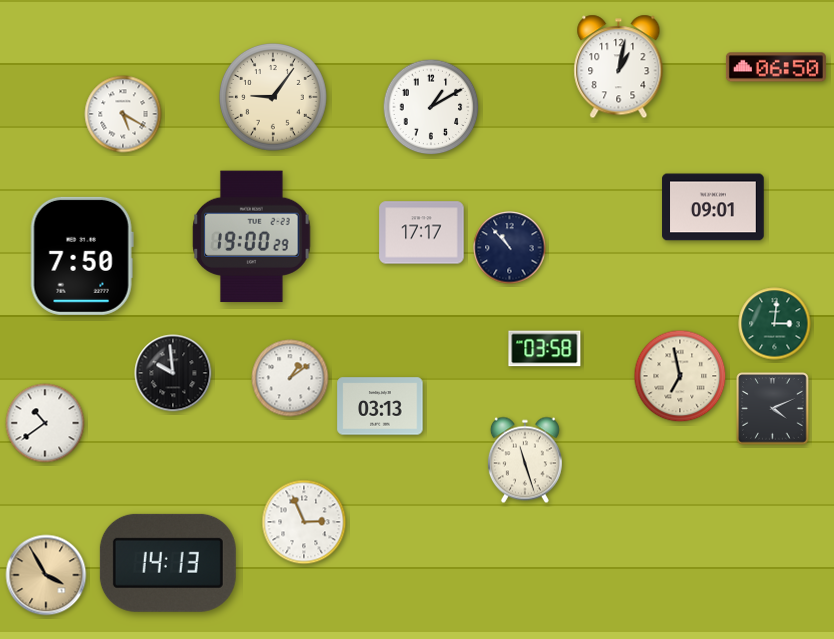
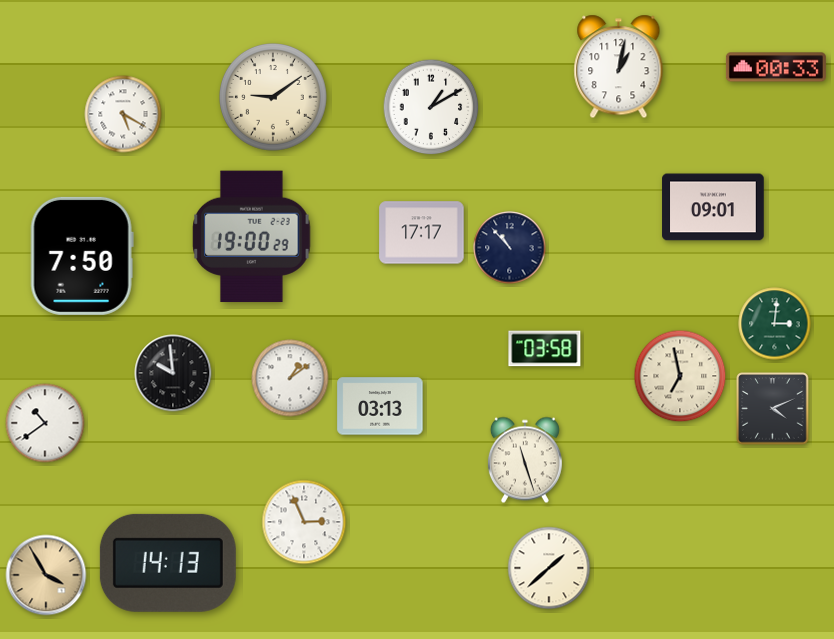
clock at (776, 67): 06:50 -> 00:33
clock at (274, 98): 9:06 -> 9:09
clock at (549, 568): none -> 1:38
